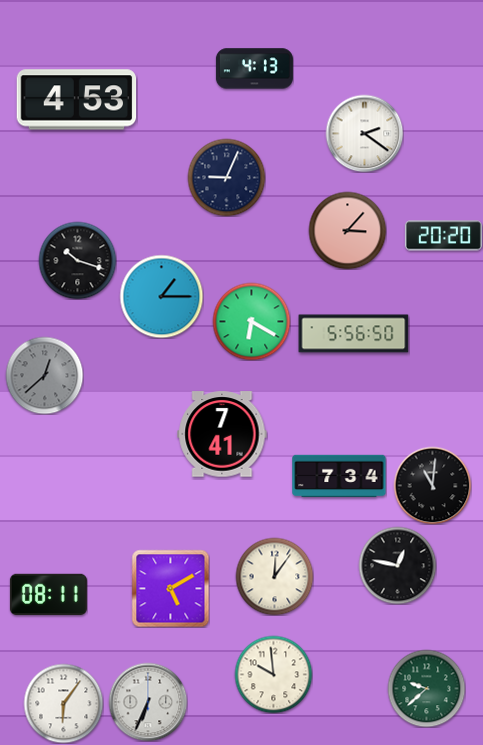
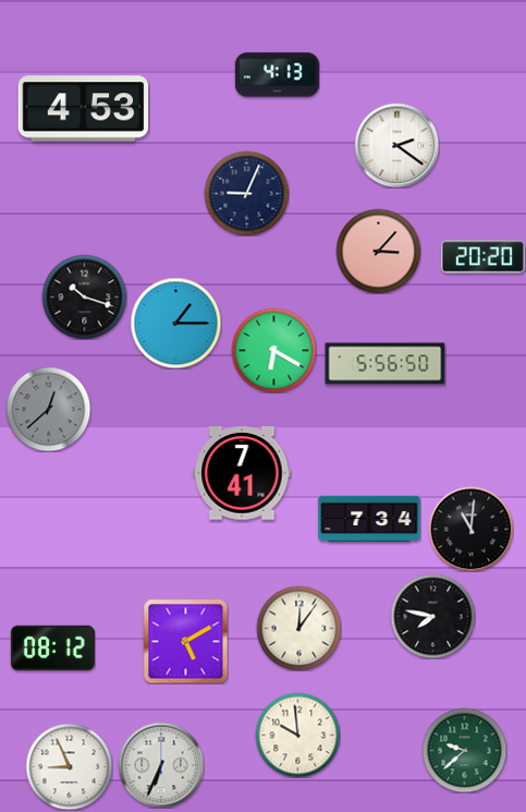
clock at (77, 260) position: (77, 260) -> (84, 296)
clock at (397, 565): 12:47 -> 7:47
clock at (48, 595): 08:11 -> 08:12
clock at (63, 703): 6:06 -> 8:56
